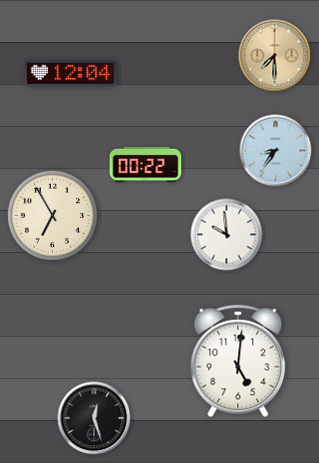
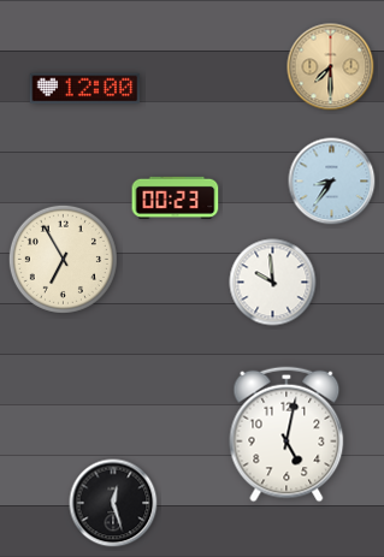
clock at (71, 74): 12:04 -> 12:00
clock at (146, 164): 00:22 -> 00:23
clock at (238, 361): 5:01 -> 5:02
